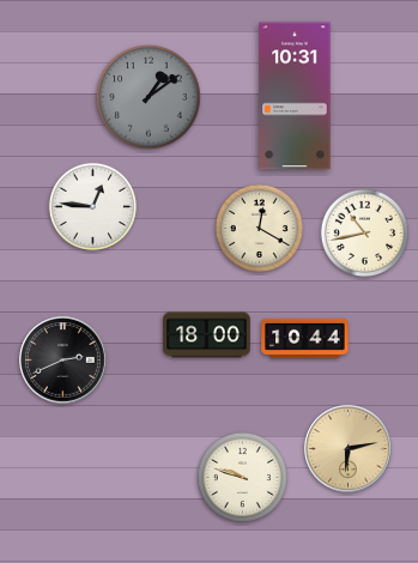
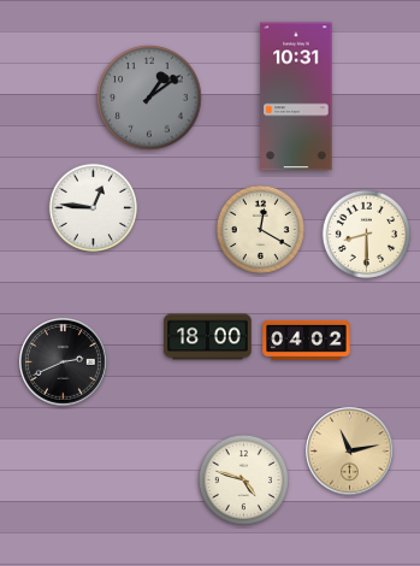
clock at (365, 234): 10:43 -> 8:30
clock at (305, 338): 10:44 -> 04:02
clock at (349, 449): 6:13 -> 11:13
clock at (242, 477): 9:48 -> 4:48
